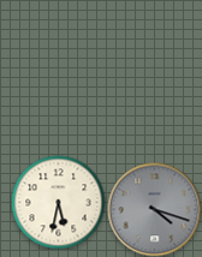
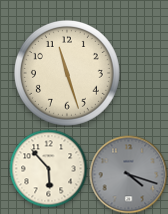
clock at (67, 73): none -> 11:27
clock at (58, 202): 5:32 -> 5:53
